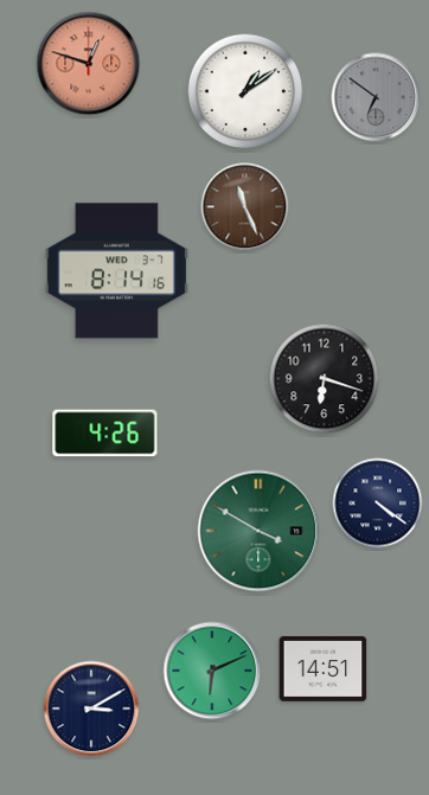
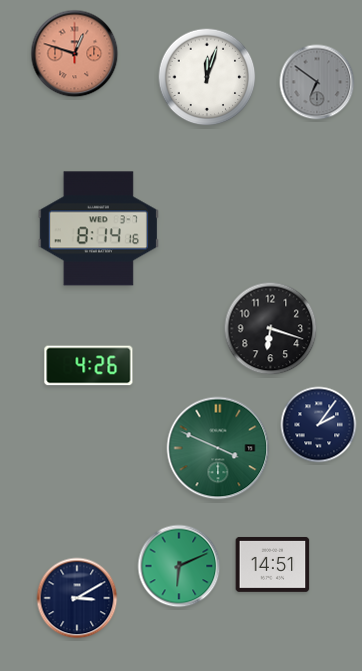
clock at (245, 91): 1:09 -> 12:03
clock at (245, 207): 11:26 -> none
clock at (325, 379) position: (325, 379) -> (271, 329)
clock at (378, 504): 4:21 -> 2:06
clock at (258, 531): 3:50 -> 3:49
